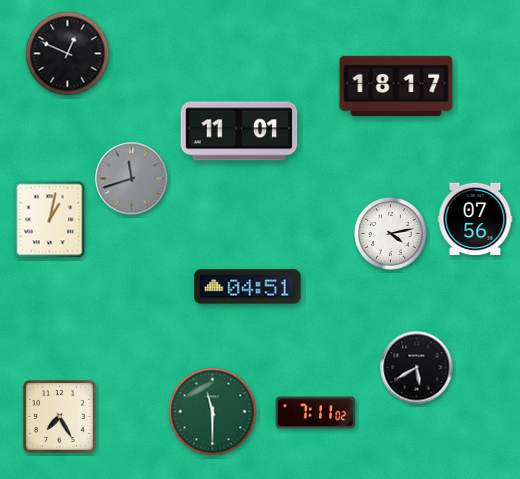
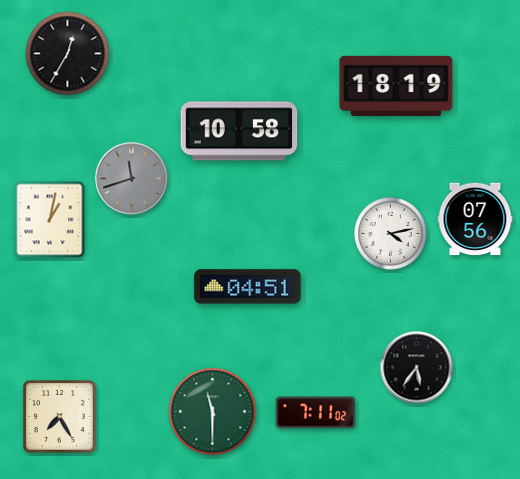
clock at (68, 54): 12:49 -> 12:35
clock at (396, 86): 18:17 -> 18:19
clock at (239, 131): 11:01 -> 10:58
clock at (417, 368): 5:40 -> 5:36
